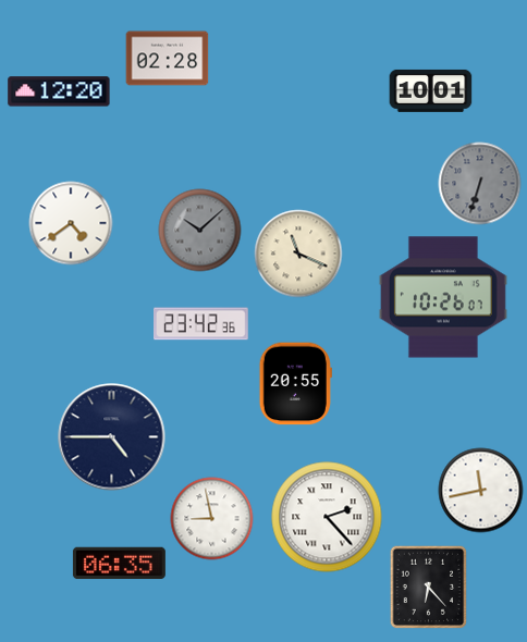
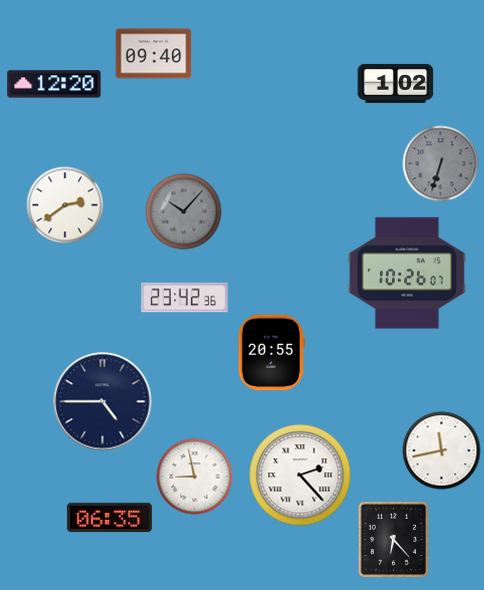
clock at (168, 59): 02:28 -> 09:40
clock at (431, 90): 10:01 -> 1:02
clock at (480, 184) position: (480, 184) -> (441, 164)
clock at (71, 223): 4:39 -> 2:39
clock at (200, 231): 10:08 -> 10:07
clock at (298, 254): 11:19 -> none
